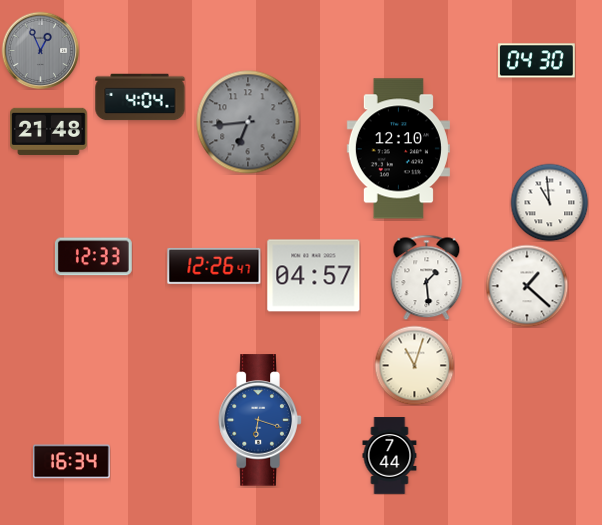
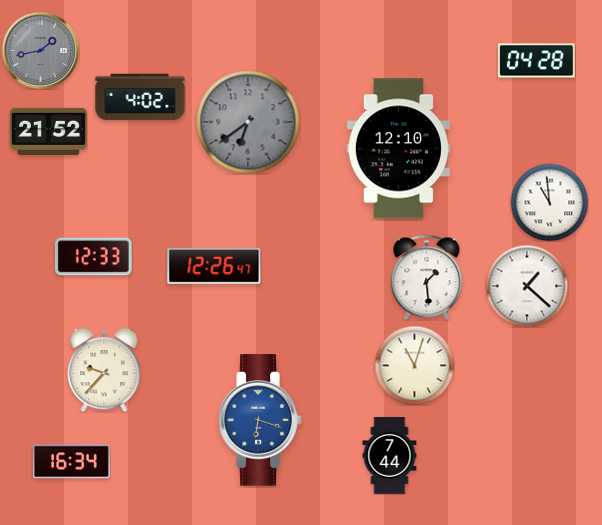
clock at (40, 50): 12:56 -> 1:43
clock at (537, 61): 04:30 -> 04:28
clock at (140, 97): 4:04 -> 4:02
clock at (248, 122): 6:44 -> 6:39
clock at (49, 131): 21:48 -> 21:52
clock at (314, 276): 04:57 -> none
clock at (104, 370): none -> 9:37
